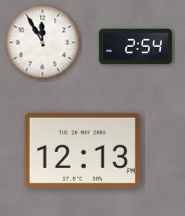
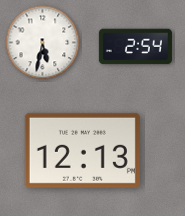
clock at (43, 43): 11:55 -> 5:32
